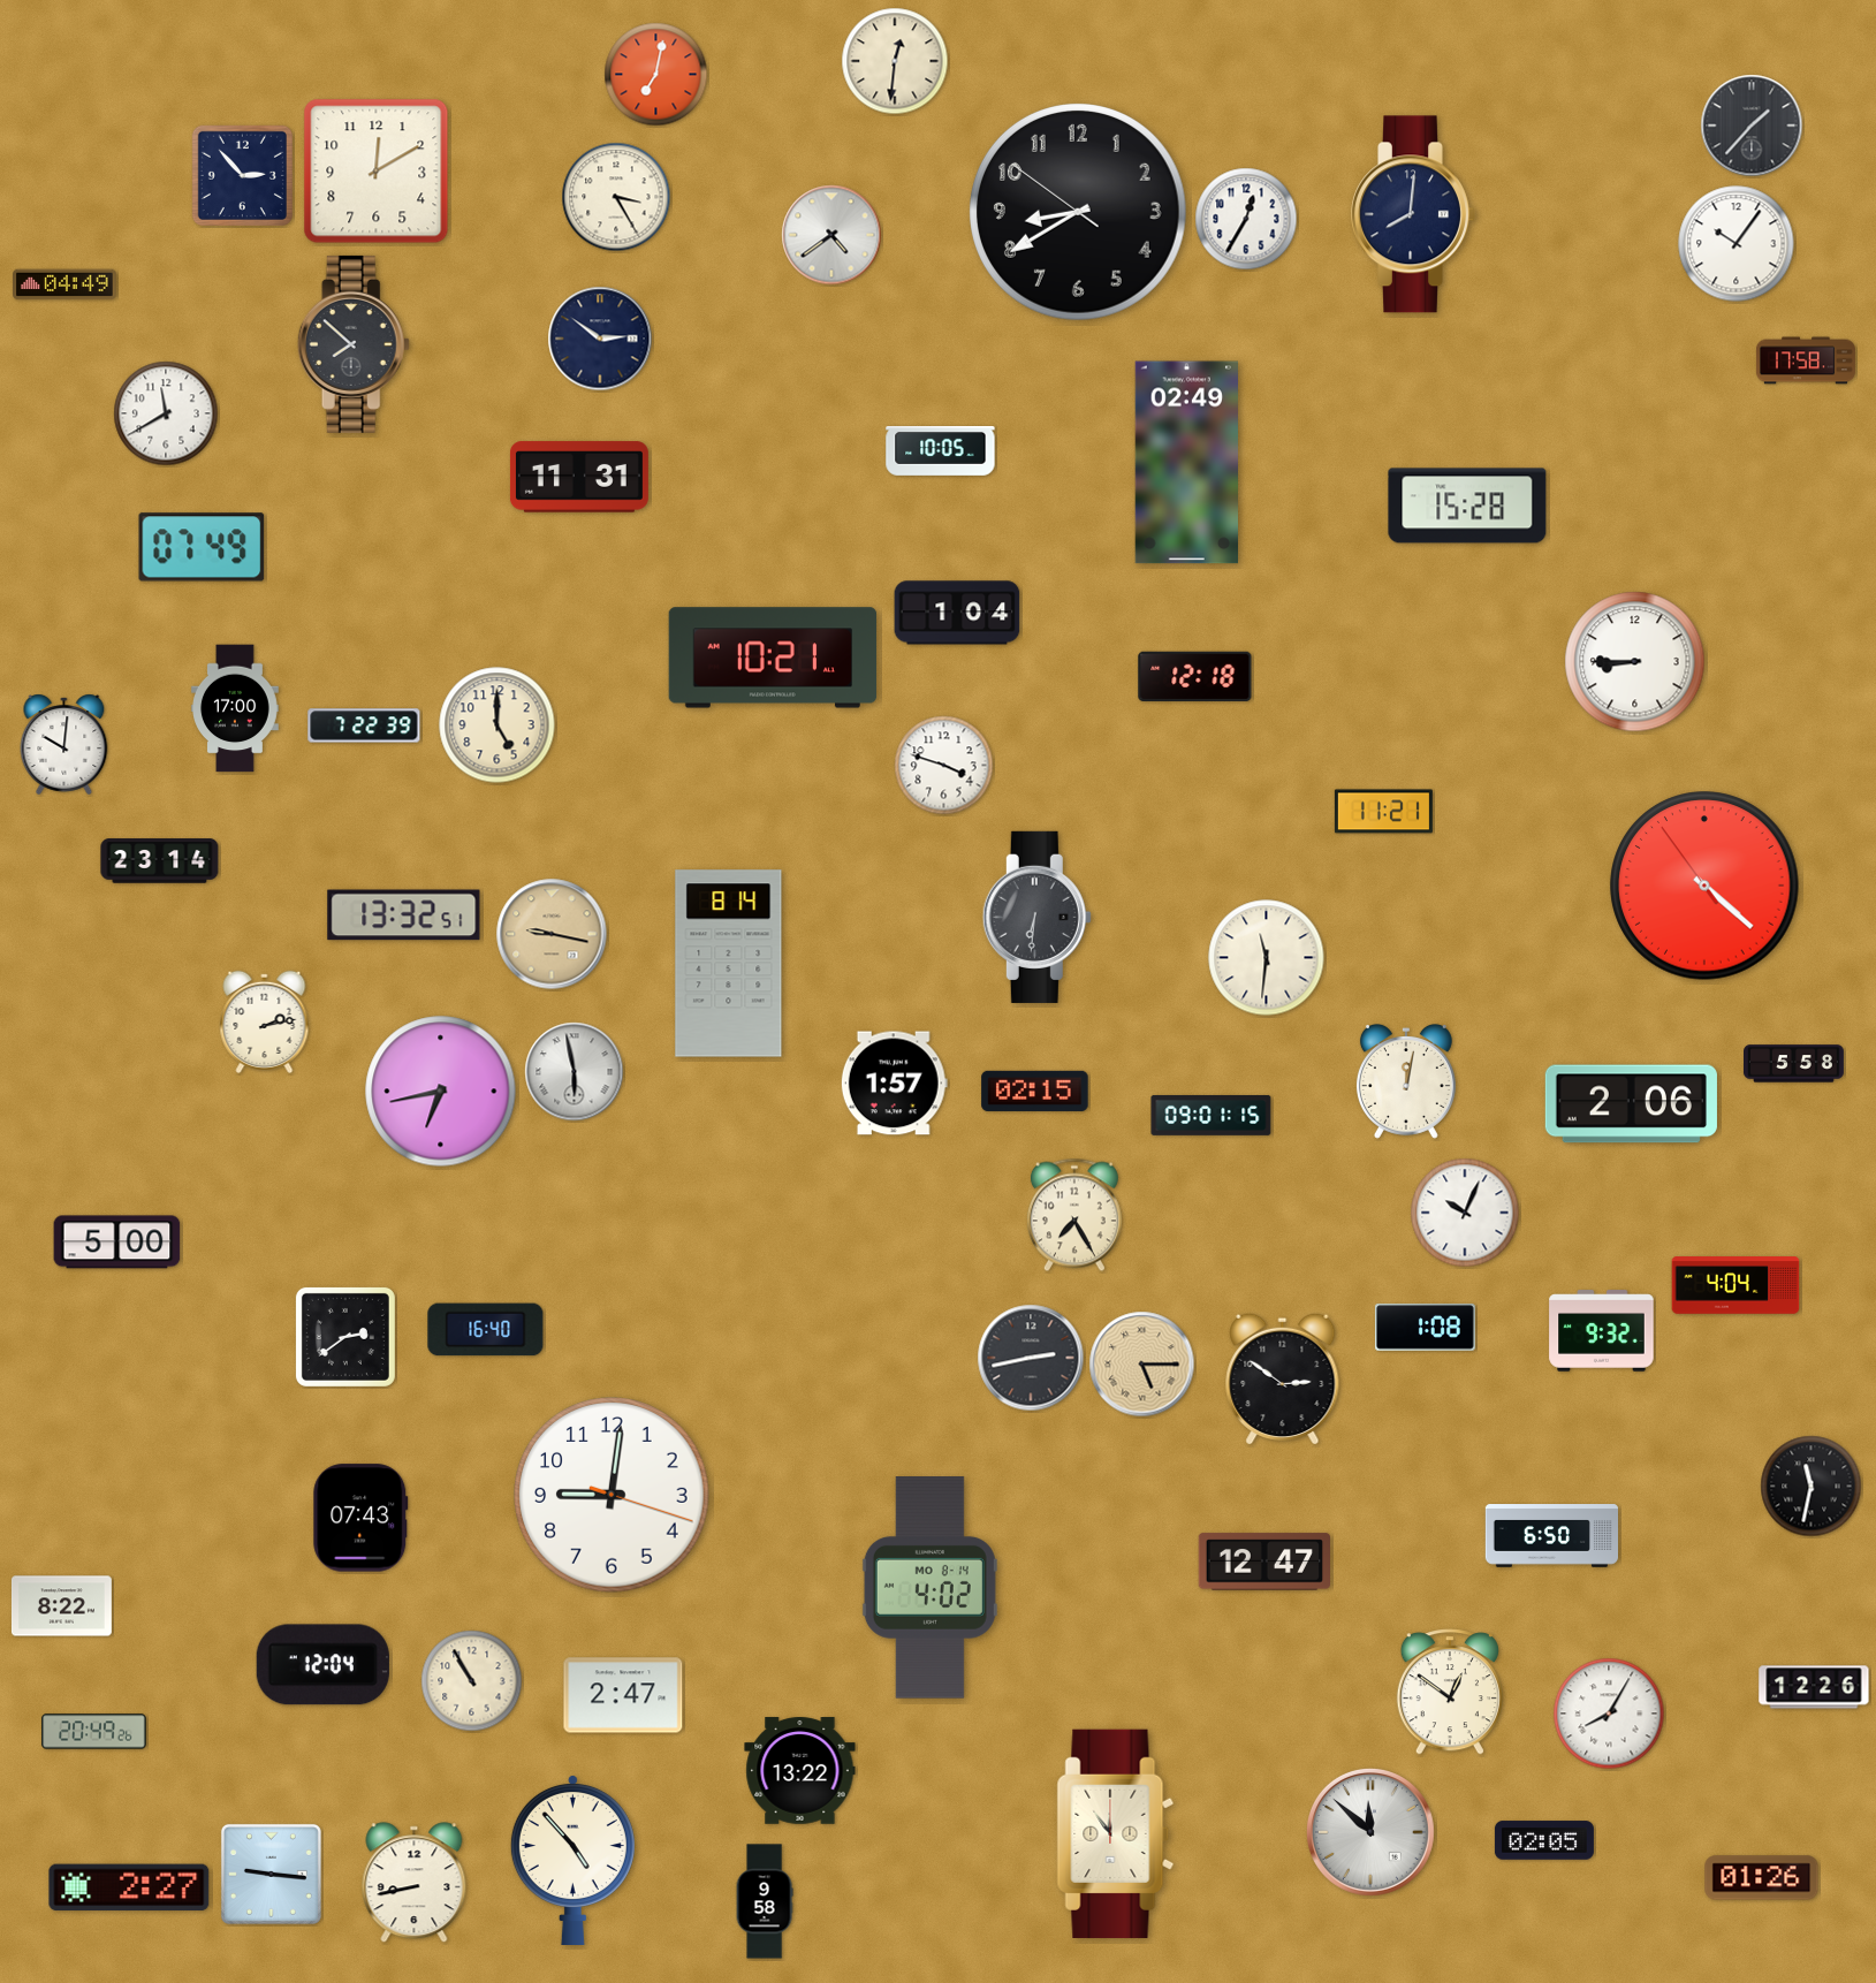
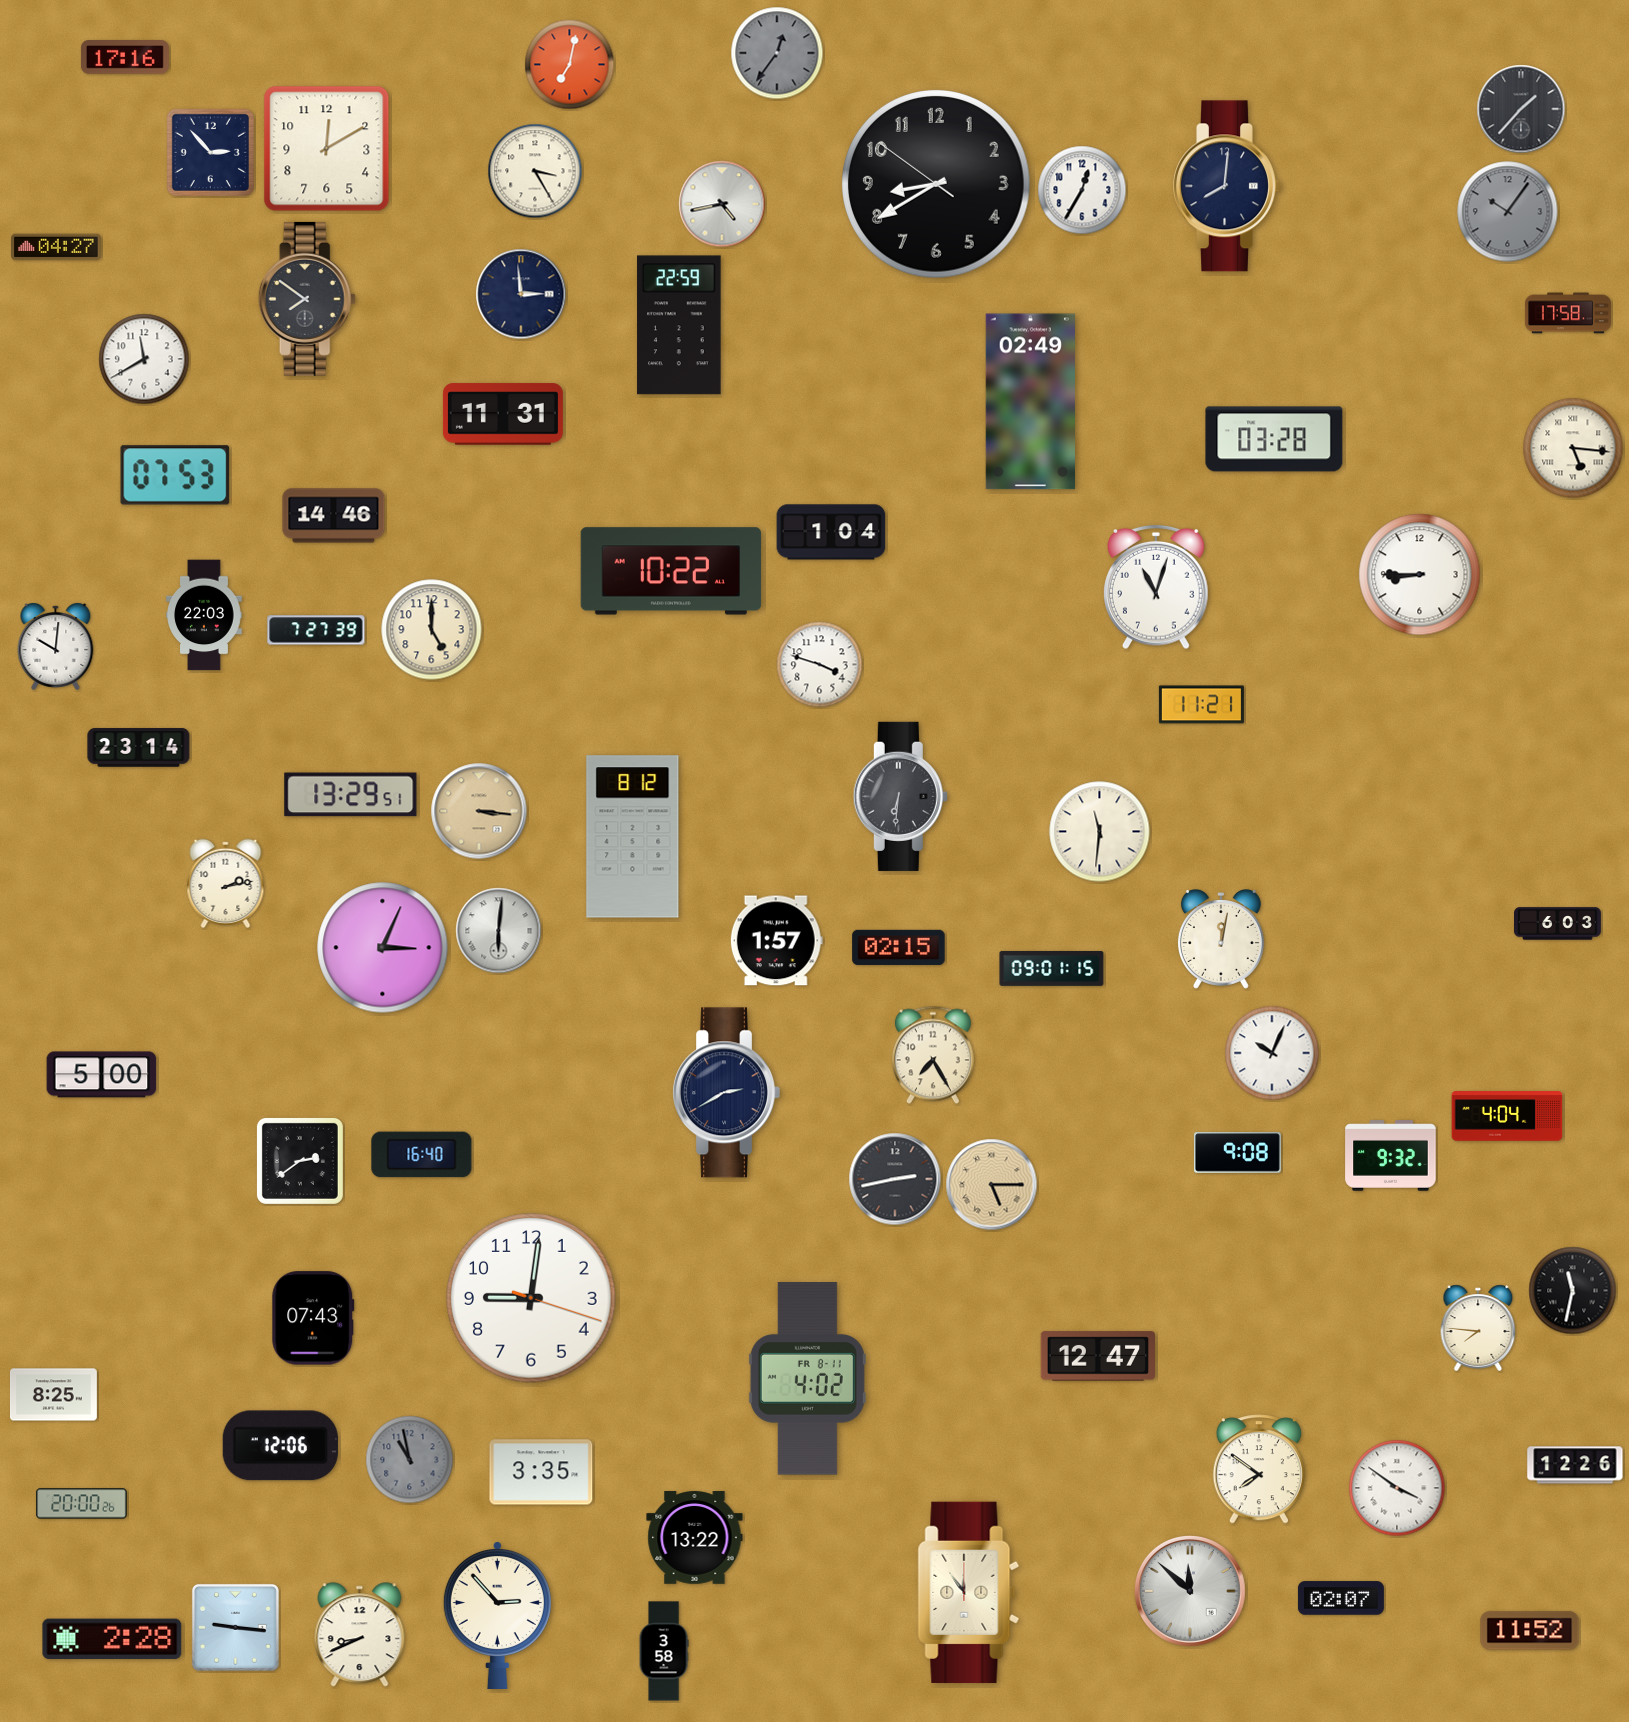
clock at (895, 61): 12:31 -> 12:36
clock at (895, 61) dial: cream -> grey
clock at (125, 58): none -> 17:16
clock at (831, 235): 4:39 -> 4:43
clock at (1737, 244) dial: white -> grey
clock at (64, 284): 04:49 -> 04:27
clock at (600, 339): 2:51 -> 2:59
clock at (354, 344): 7:52 -> 7:51
clock at (679, 325): none -> 22:59
clock at (941, 451): 10:05 -> none
clock at (1467, 506): 15:28 -> 03:28
clock at (1573, 448): none -> 5:16
clock at (202, 547): 07:49 -> 07:53
clock at (334, 516): none -> 14:46
clock at (773, 658): 10:21 -> 10:22
clock at (1195, 676): 12:18 -> none
clock at (1157, 587): none -> 11:03
clock at (236, 708): 17:00 -> 22:03
clock at (364, 725): 7:22 -> 7:27
clock at (1704, 886): 4:21 -> none
clock at (404, 915): 13:32 -> 13:29
clock at (552, 934): 9:17 -> 3:16
clock at (729, 964): 8:14 -> 8:12
clock at (265, 1021) position: (265, 1021) -> (226, 883)
clock at (1794, 1064): 5:58 -> 6:03
clock at (575, 1072): 5:58 -> 6:01
clock at (441, 1092): 6:43 -> 3:04
clock at (1631, 1104): 2:06 -> none
clock at (117, 1243) position: (117, 1243) -> (102, 1075)
clock at (726, 1093): none -> 2:40
clock at (1425, 1328): 1:08 -> 9:08
clock at (1283, 1377): 2:51 -> none
clock at (1478, 1328): none -> 7:46
clock at (1551, 1536): 6:50 -> none
clock at (929, 1588) date: MO 8-14 -> FR 8-11
clock at (61, 1606): 8:22 -> 8:25
clock at (322, 1665): 12:04 -> 12:06
clock at (472, 1681): 10:55 -> 10:58
clock at (472, 1681) dial: cream -> grey
clock at (1450, 1692): 12:51 -> 7:51
clock at (623, 1695): 2:47 -> 3:35
clock at (1609, 1714): 8:05 -> 3:51
clock at (94, 1732): 20:49 -> 20:00
clock at (1544, 1840): 02:05 -> 02:07
clock at (572, 1859): 4:53 -> 2:53
clock at (1762, 1878): 01:26 -> 11:52
clock at (415, 1883): 8:43 -> 8:41
clock at (129, 1887): 2:27 -> 2:28
clock at (765, 1901): 9:58 -> 3:58
